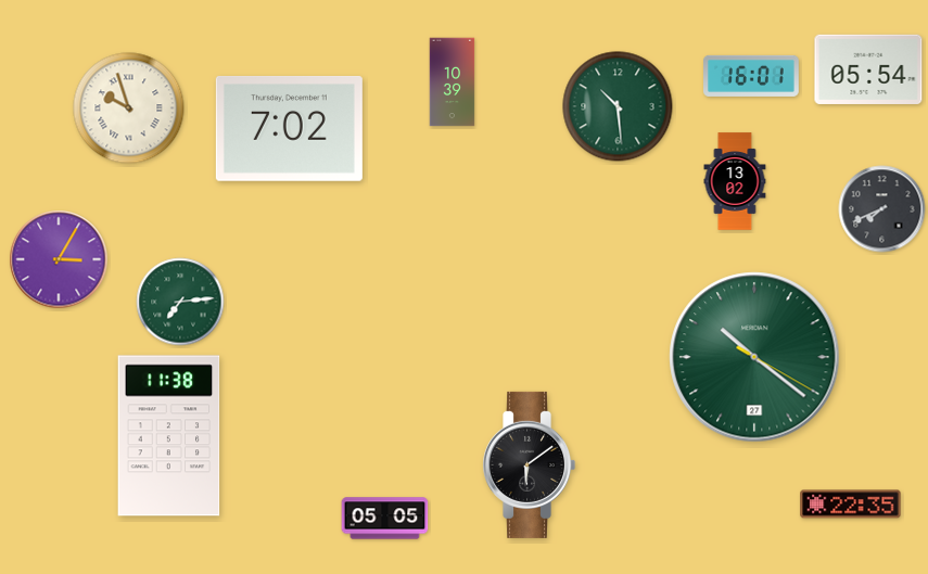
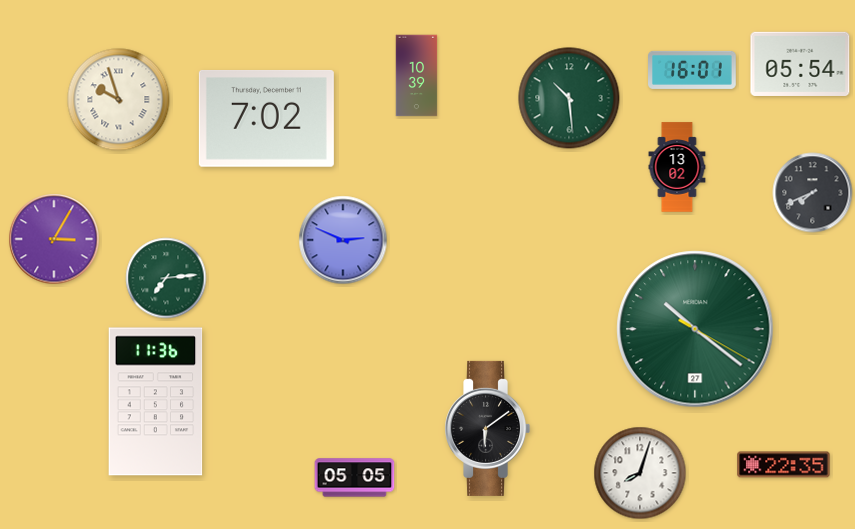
clock at (343, 240): none -> 2:49
clock at (169, 436): 11:38 -> 11:36
clock at (640, 473): none -> 8:03
